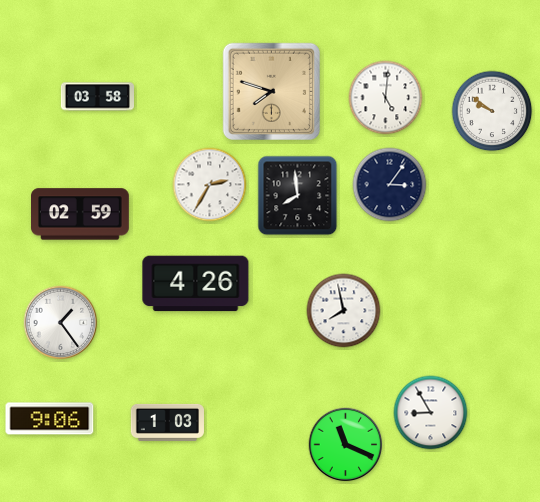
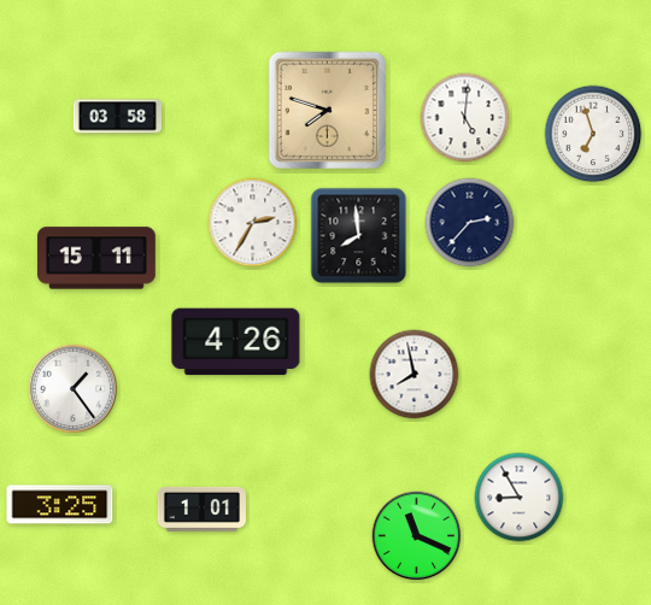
clock at (492, 111): 9:51 -> 6:57
clock at (390, 185): 3:06 -> 2:37
clock at (81, 214): 02:59 -> 15:11
clock at (50, 419): 9:06 -> 3:25
clock at (167, 422): 1:03 -> 1:01
